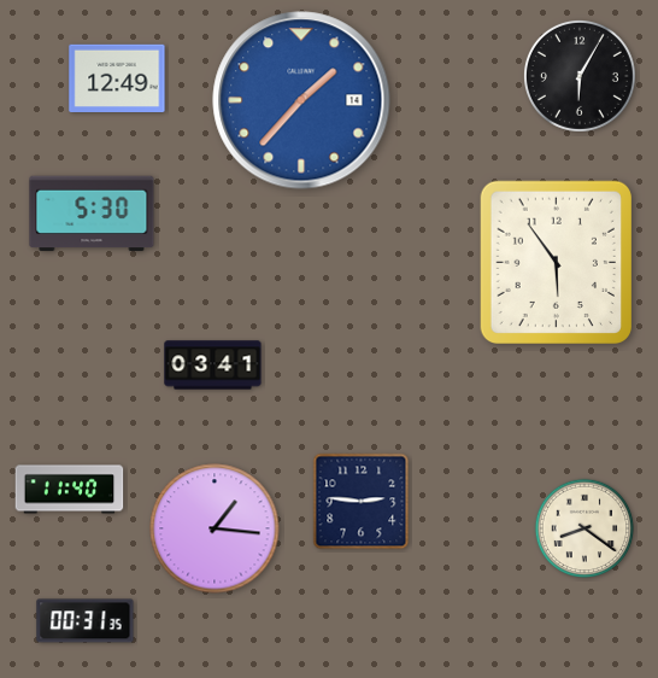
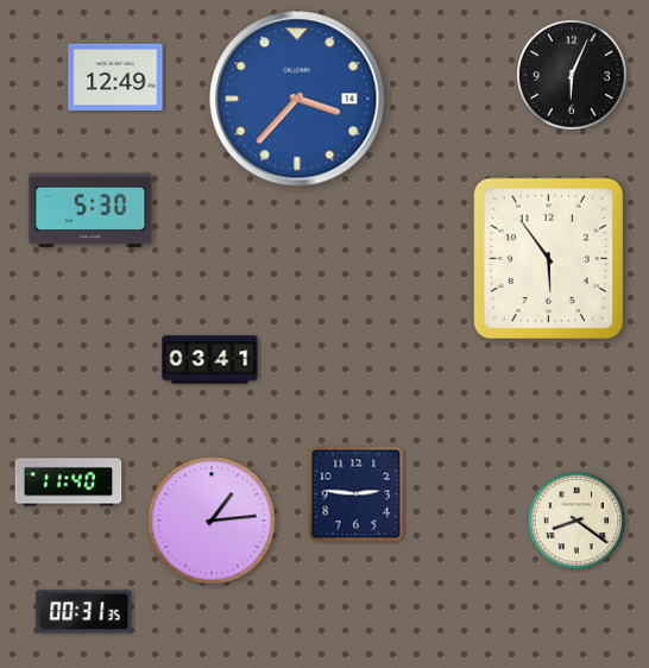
clock at (580, 76): 6:05 -> 6:04
clock at (301, 100): 1:37 -> 3:37
clock at (215, 528): 1:16 -> 1:14
